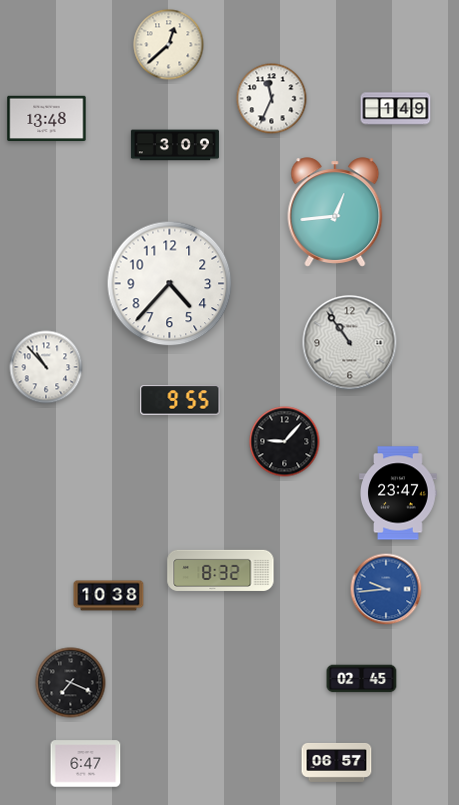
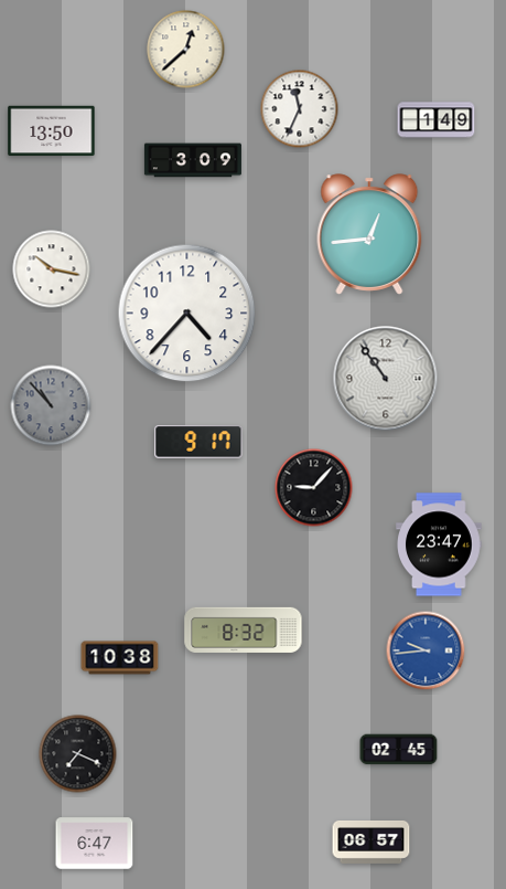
clock at (47, 119): 13:48 -> 13:50
clock at (52, 269): none -> 10:17
clock at (46, 367) dial: white -> grey
clock at (180, 400): 9:55 -> 9:17
